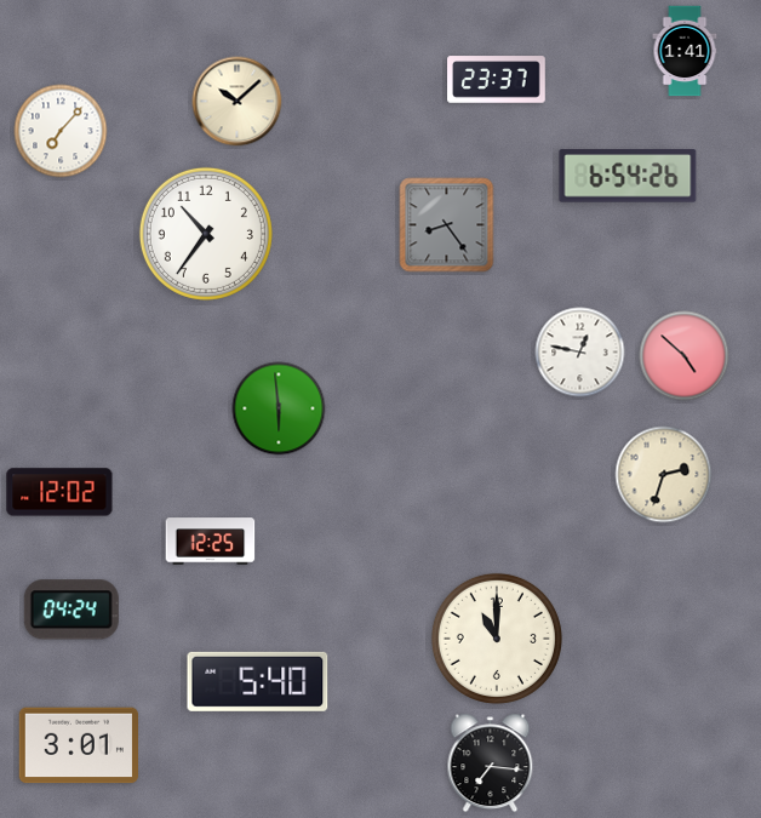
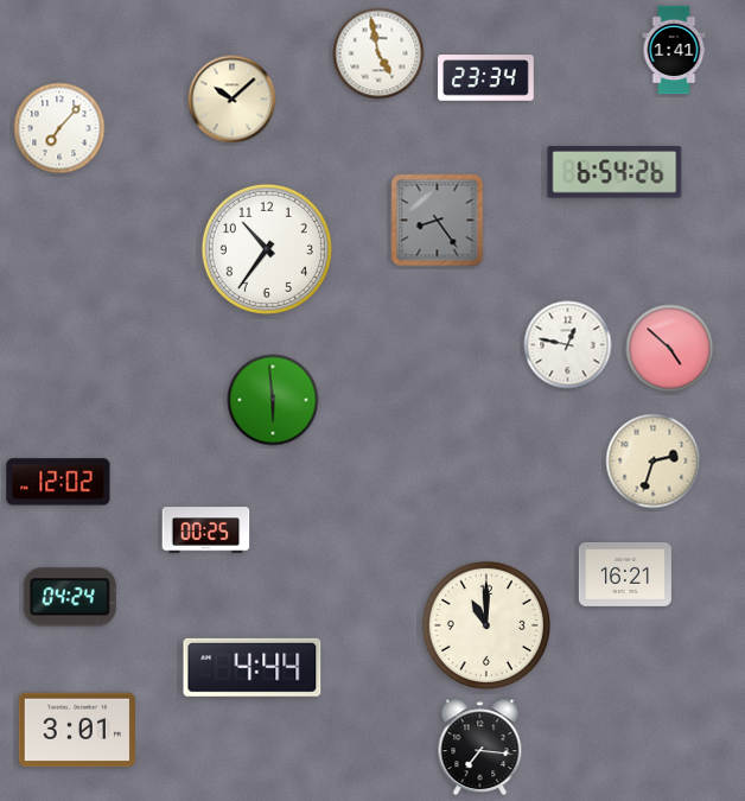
clock at (685, 51) position: (685, 51) -> (674, 50)
clock at (378, 53): none -> 4:58
clock at (497, 80): 23:37 -> 23:34
clock at (206, 234) position: (206, 234) -> (267, 249)
clock at (664, 475) position: (664, 475) -> (654, 462)
clock at (211, 542): 12:25 -> 00:25
clock at (625, 574): none -> 16:21
clock at (258, 681): 5:40 -> 4:44
